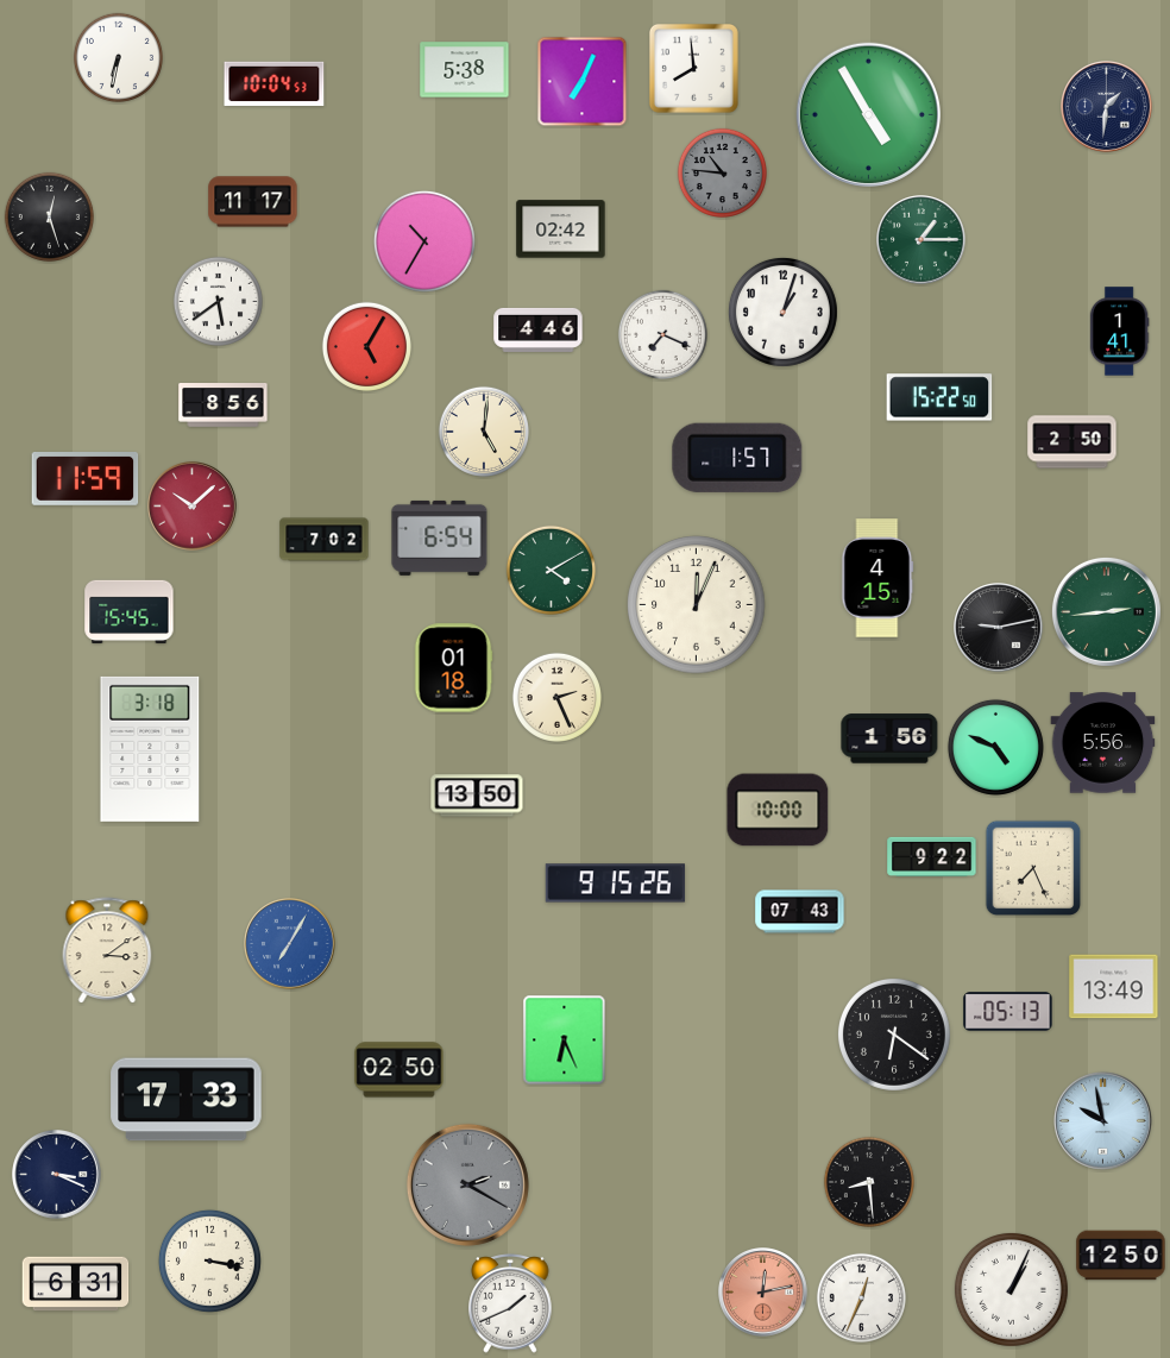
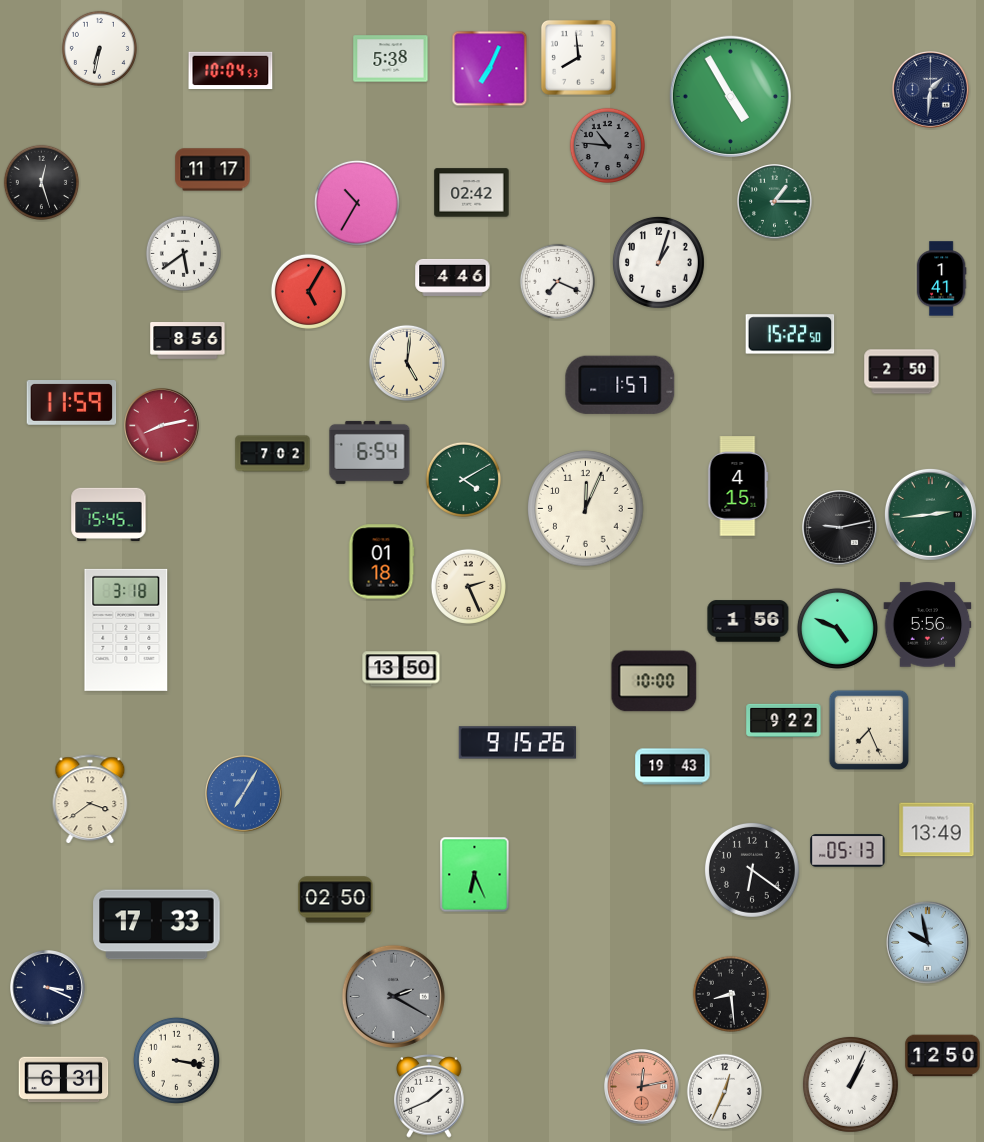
clock at (693, 68) position: (693, 68) -> (578, 57)
clock at (193, 507): 10:08 -> 8:13
clock at (800, 912): 07:43 -> 19:43
clock at (107, 951): 3:09 -> 3:39
